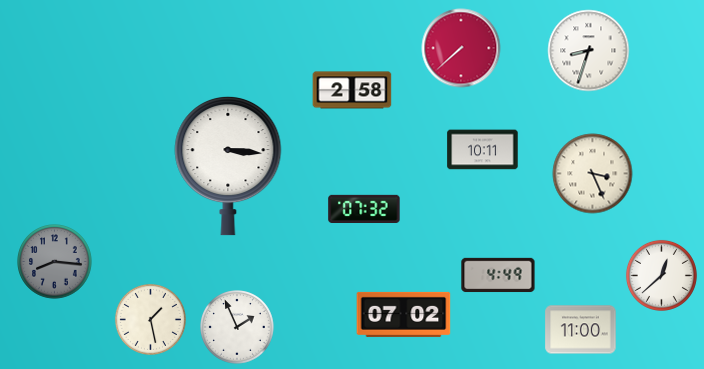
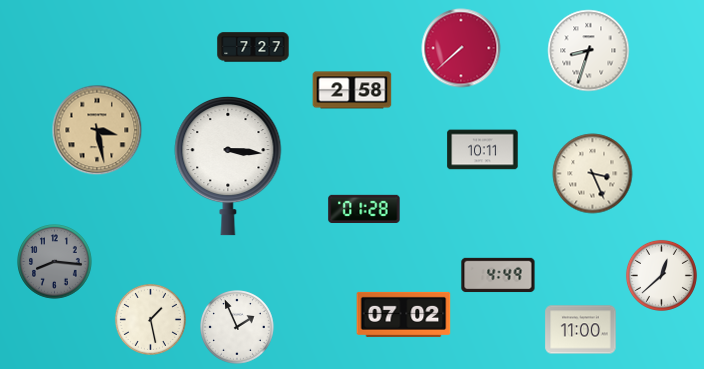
clock at (253, 47): none -> 7:27
clock at (97, 130): none -> 3:28
clock at (364, 208): 07:32 -> 01:28
